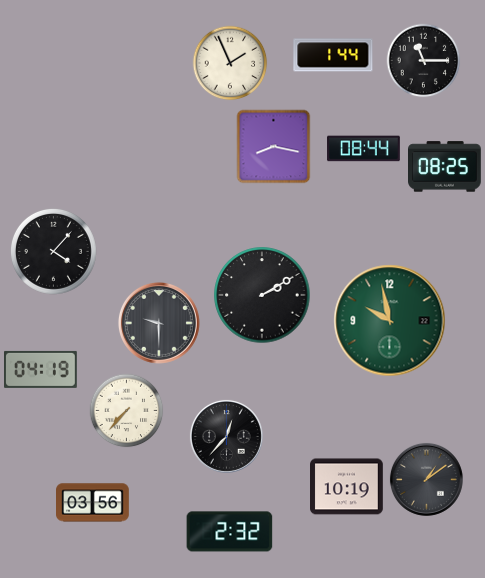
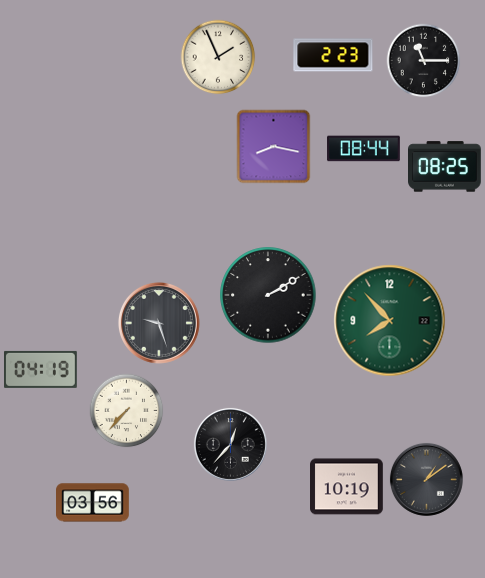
clock at (333, 55): 1:44 -> 2:23
clock at (230, 63) position: (230, 63) -> (218, 57)
clock at (53, 251): 4:07 -> none
clock at (262, 295) position: (262, 295) -> (268, 295)
clock at (390, 321): 9:58 -> 7:53
clock at (159, 323): 9:30 -> 9:27
clock at (226, 436) position: (226, 436) -> (230, 444)
clock at (230, 532): 2:32 -> none
